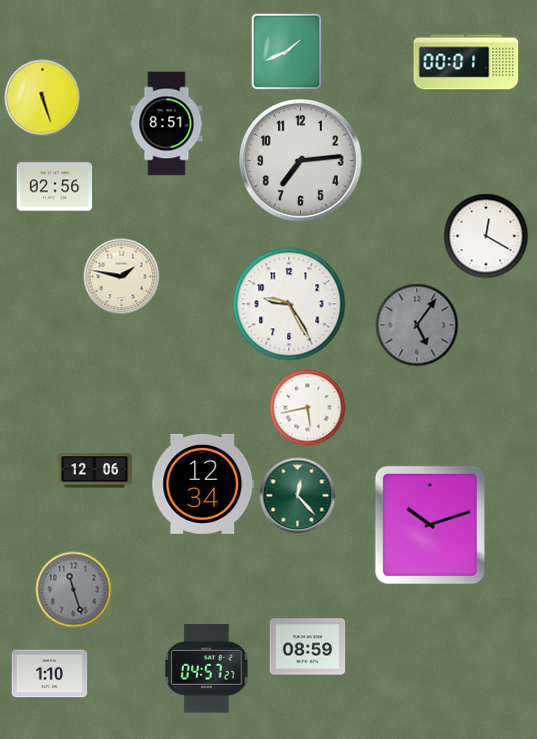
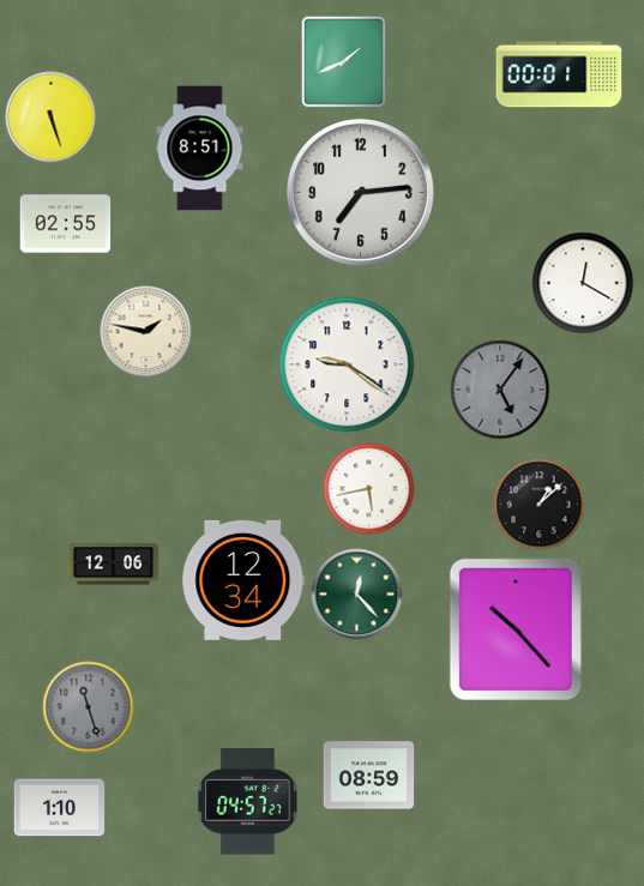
clock at (55, 187): 02:56 -> 02:55
clock at (289, 304): 9:25 -> 9:21
clock at (540, 505): none -> 1:08
clock at (430, 525): 10:12 -> 10:23
